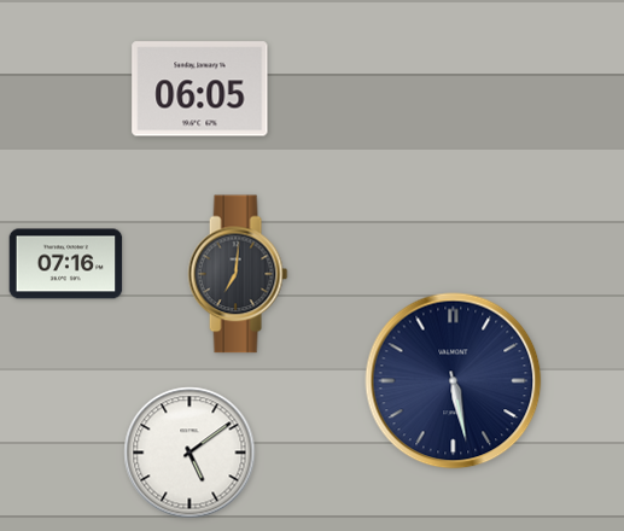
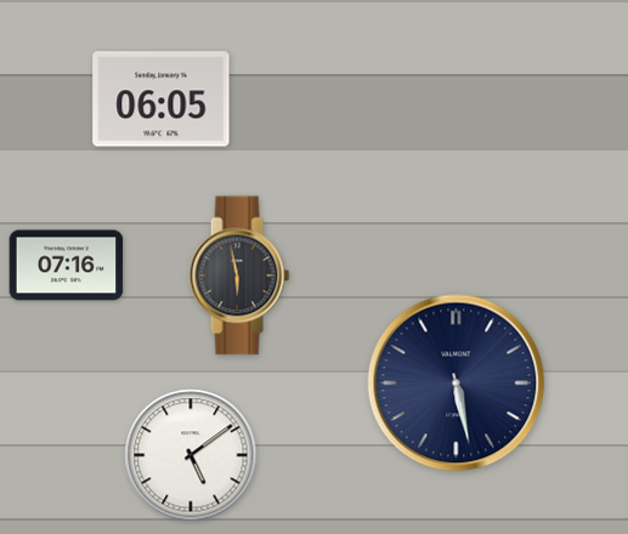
clock at (200, 89) position: (200, 89) -> (162, 100)
clock at (238, 274): 7:01 -> 5:58
